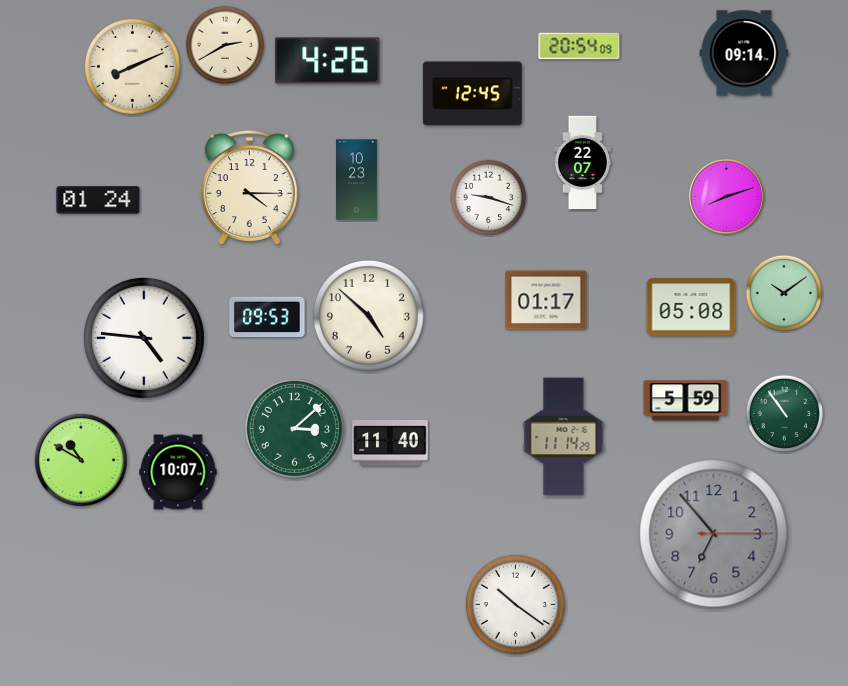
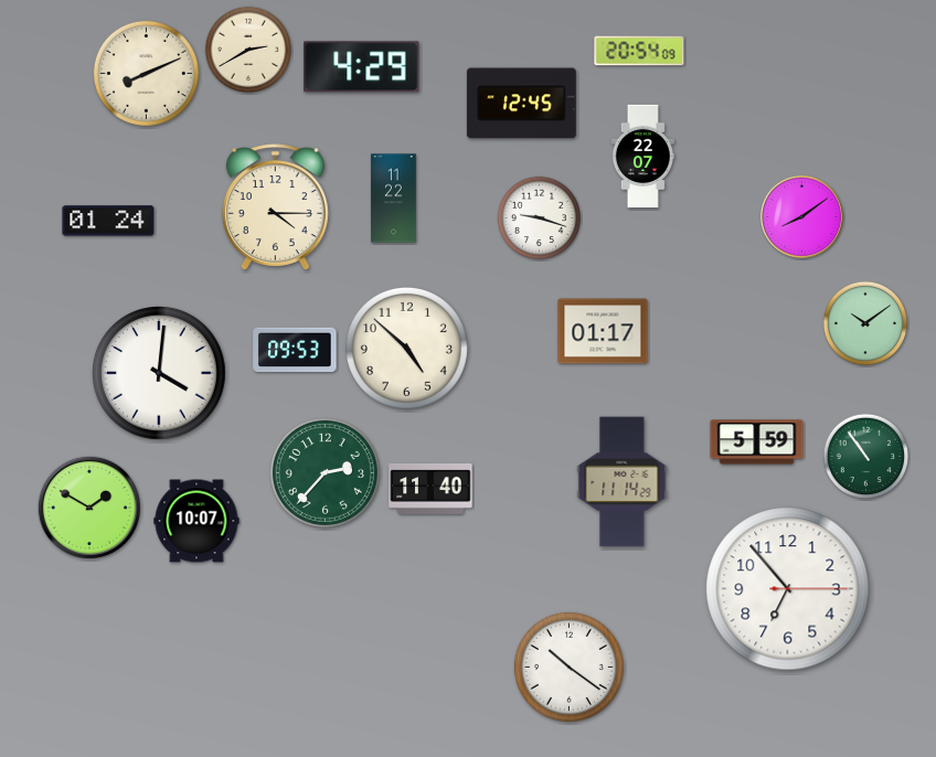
clock at (744, 53): 09:14 -> none
clock at (328, 61): 4:26 -> 4:29
clock at (582, 163) position: (582, 163) -> (642, 157)
clock at (357, 180): 10:23 -> 11:22
clock at (726, 196): 8:12 -> 8:09
clock at (691, 307): 05:08 -> none
clock at (145, 339): 4:46 -> 4:01
clock at (294, 428): 3:08 -> 2:37
clock at (81, 460): 10:50 -> 1:50
clock at (714, 534) dial: grey -> white
